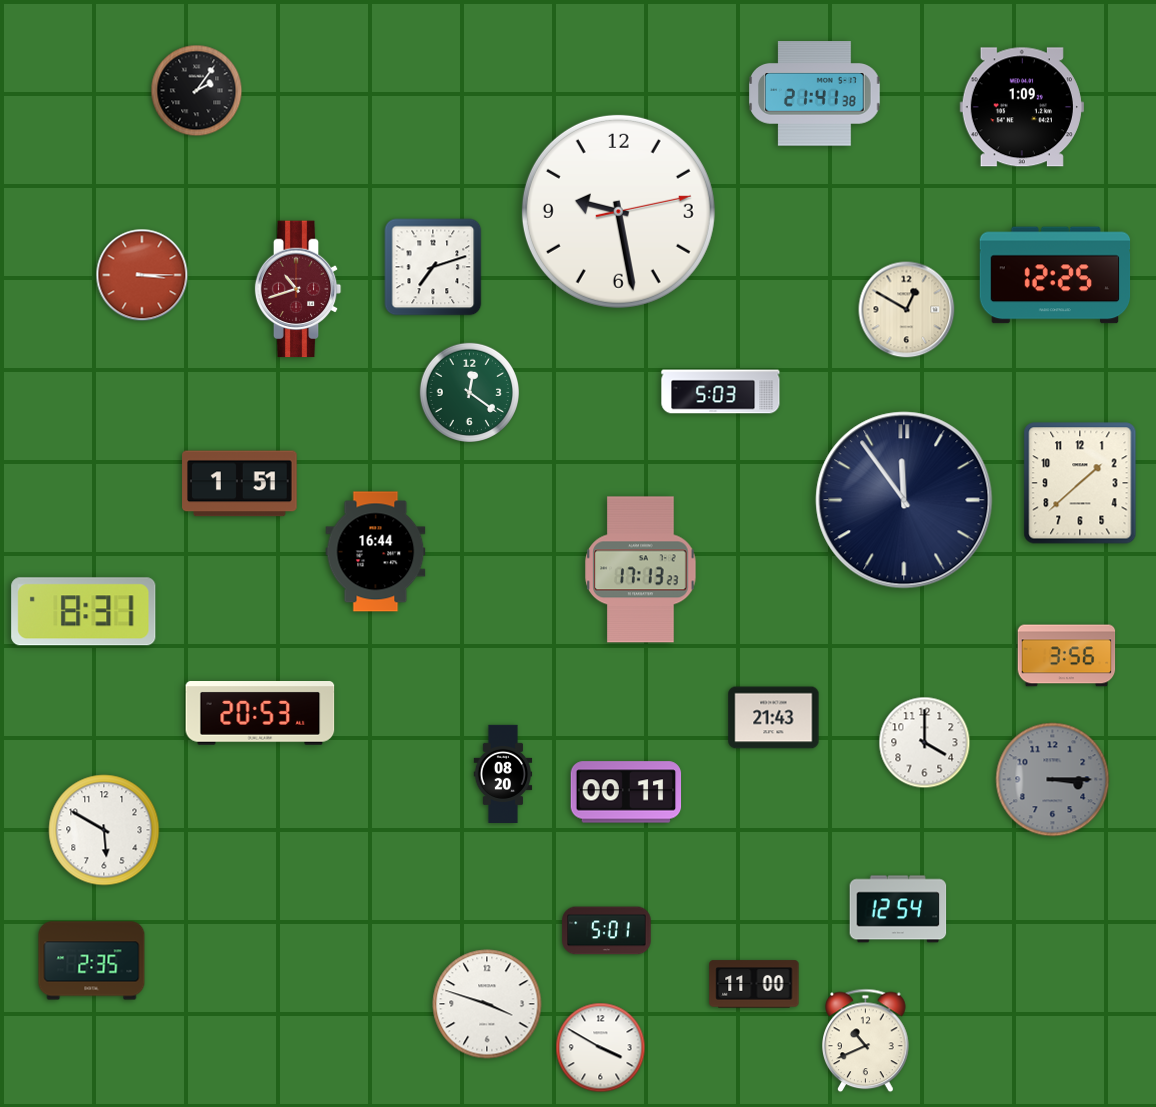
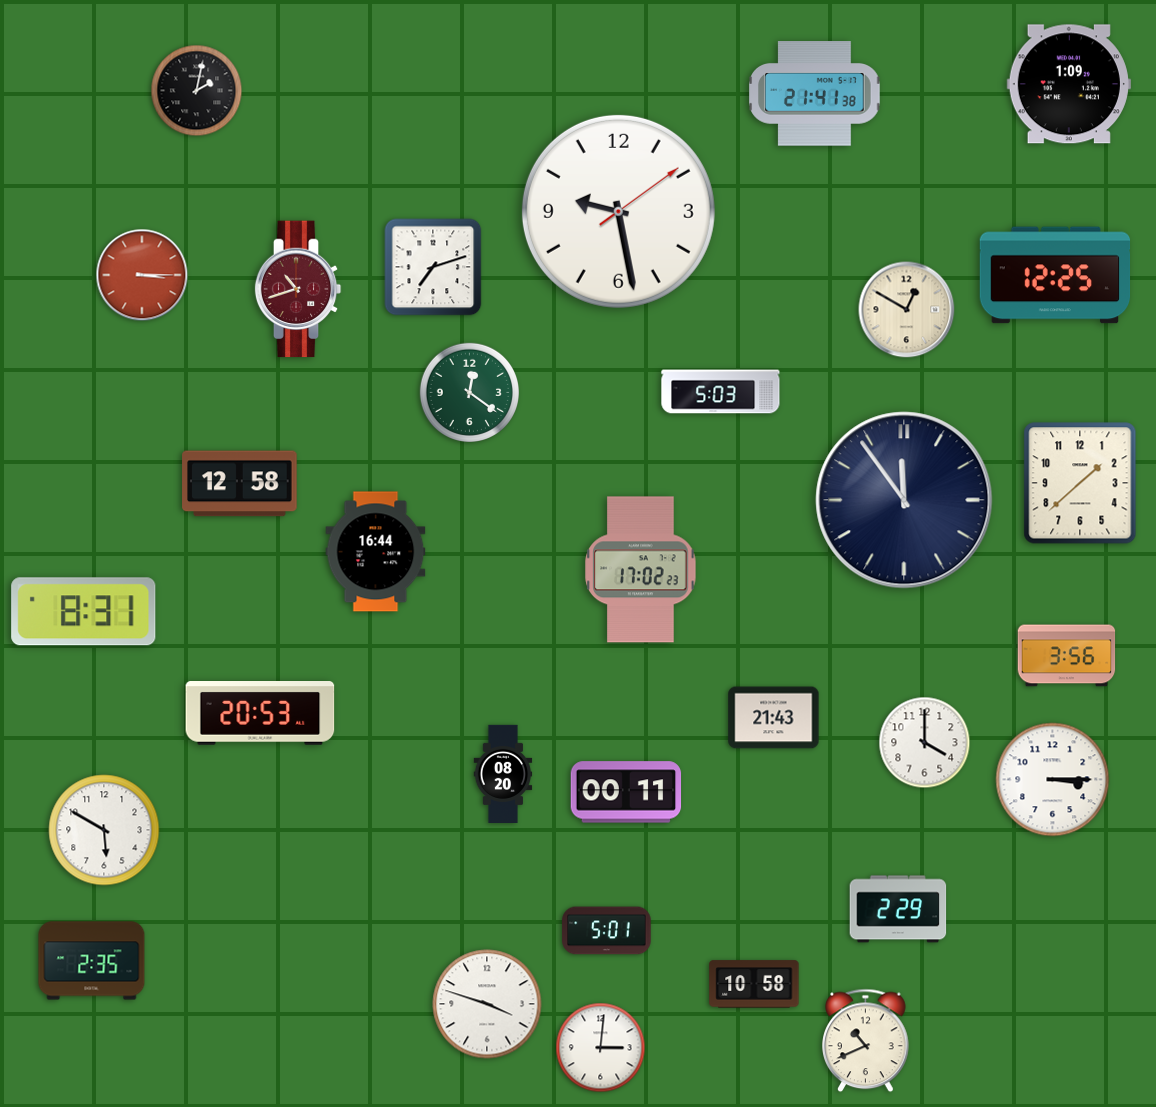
clock at (197, 91): 2:06 -> 2:02
clock at (1022, 107) position: (1022, 107) -> (1069, 84)
clock at (618, 211): 9:28:13 -> 9:28:09
clock at (240, 484): 1:51 -> 12:58
clock at (641, 570): 17:13 -> 17:02
clock at (1053, 780) dial: grey -> white
clock at (898, 909): 12:54 -> 2:29
clock at (754, 984): 11:00 -> 10:58
clock at (601, 1048): 3:50 -> 3:01
